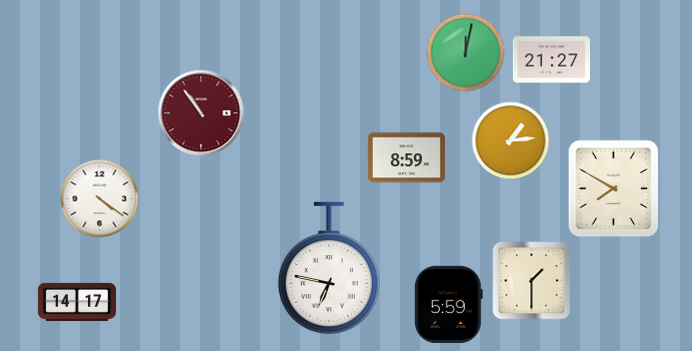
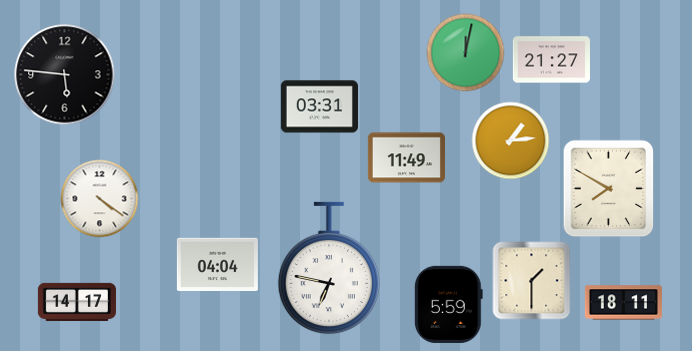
clock at (65, 75): none -> 5:46
clock at (319, 107): none -> 03:31
clock at (201, 113): 10:54 -> none
clock at (406, 158): 8:59 -> 11:49
clock at (614, 188) position: (614, 188) -> (609, 188)
clock at (217, 264): none -> 04:04
clock at (623, 303): none -> 18:11
